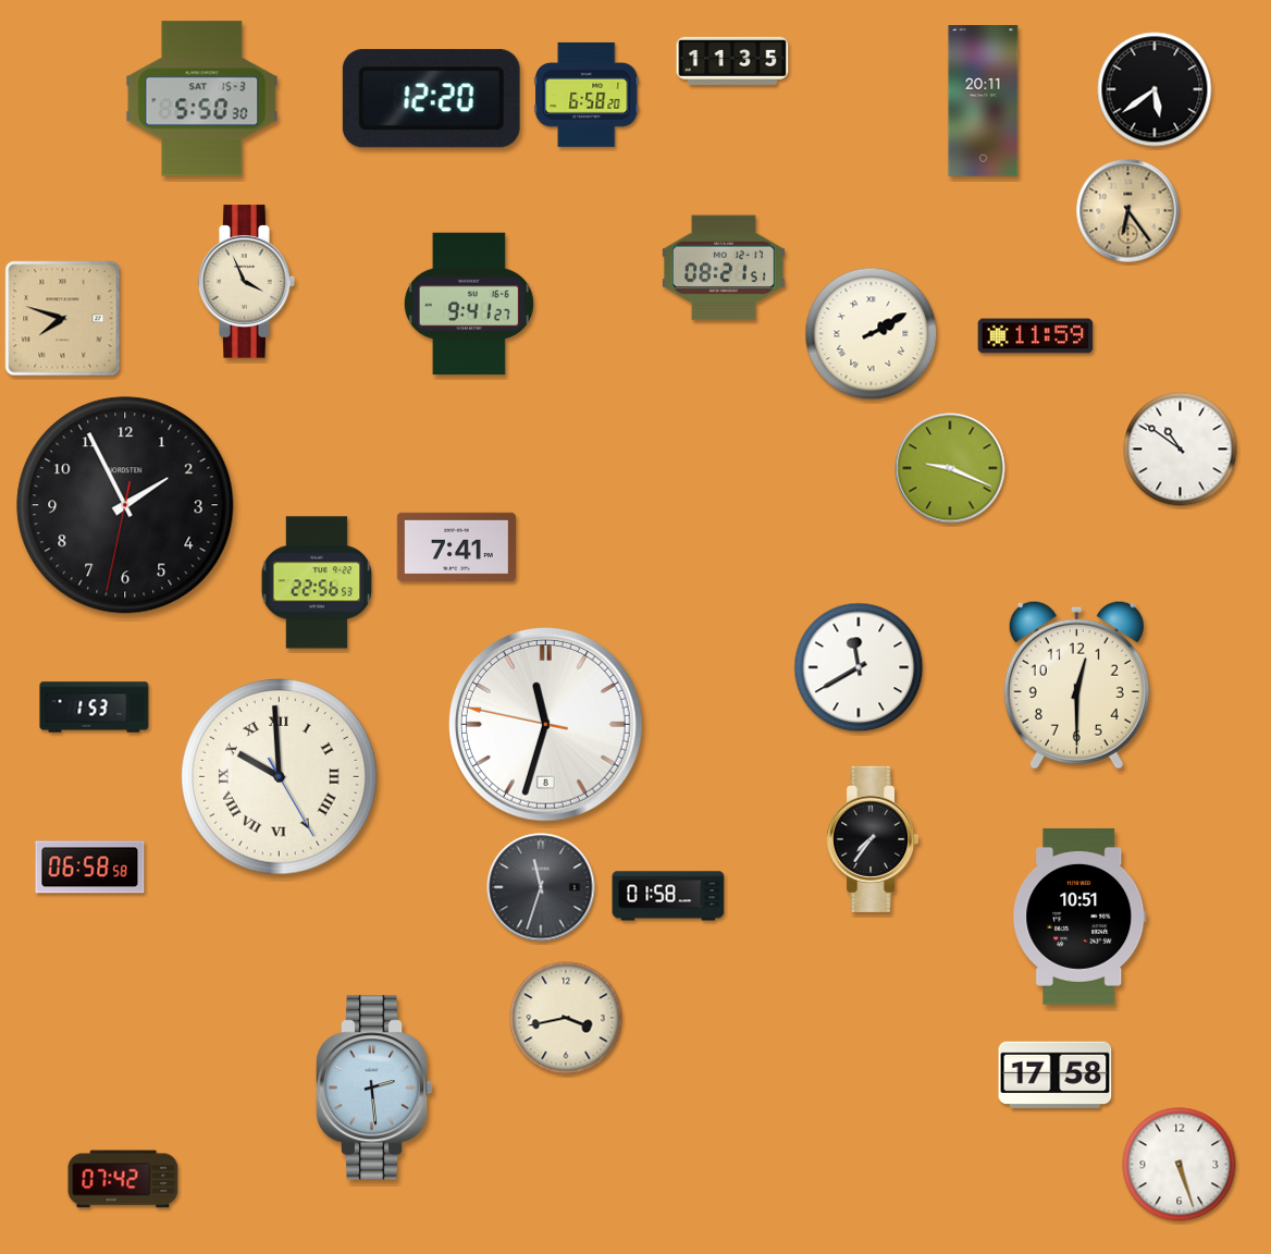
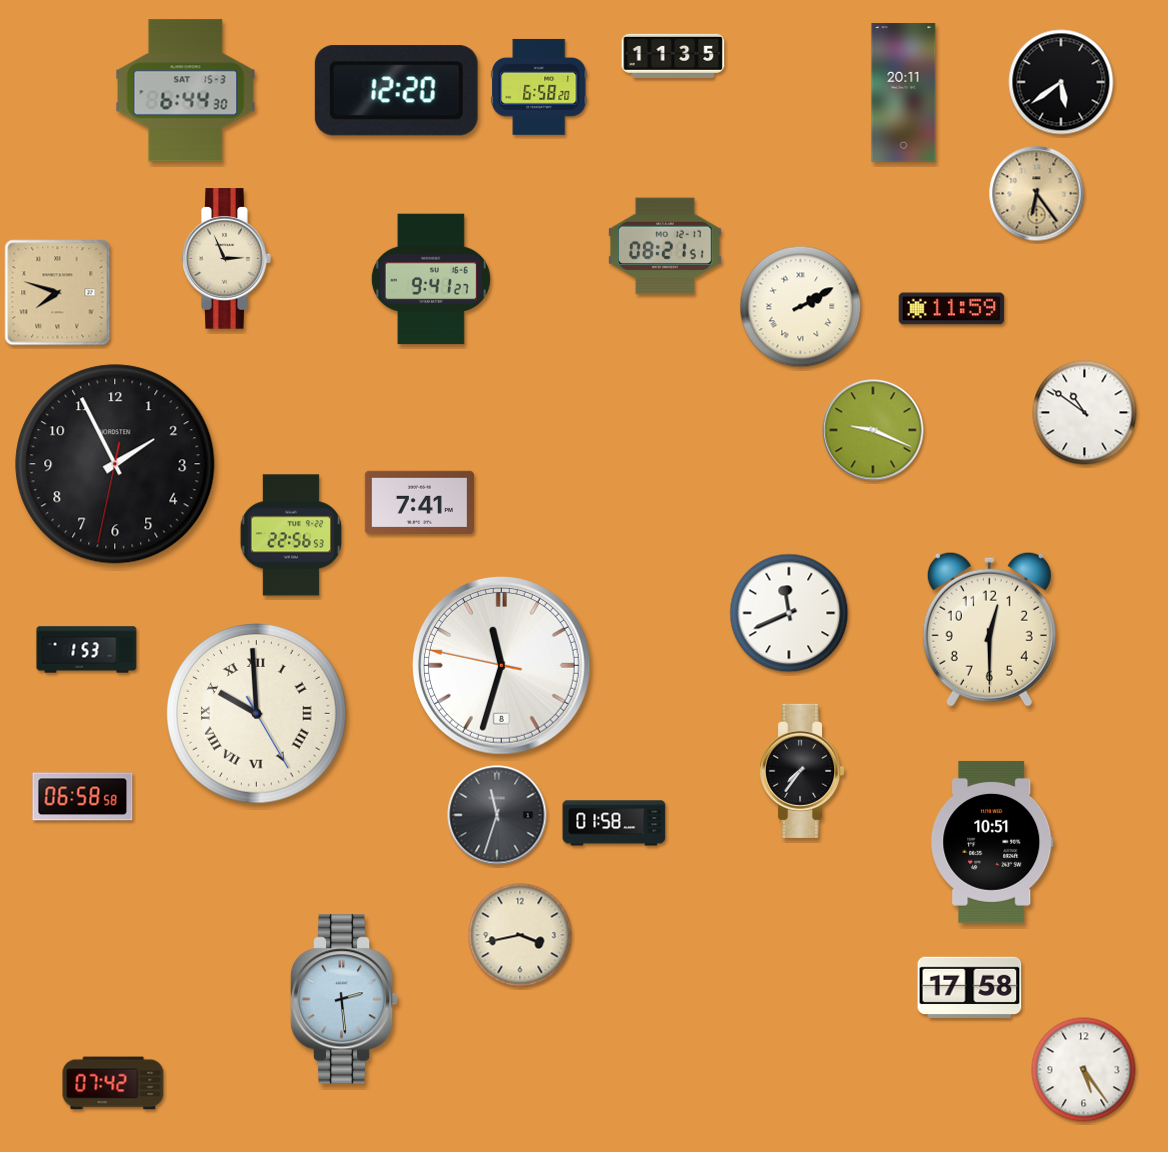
clock at (202, 99): 5:50 -> 6:44
clock at (247, 282): 3:56 -> 2:56
clock at (859, 667): 11:40 -> 11:41
clock at (1180, 1165): 5:27 -> 5:24
